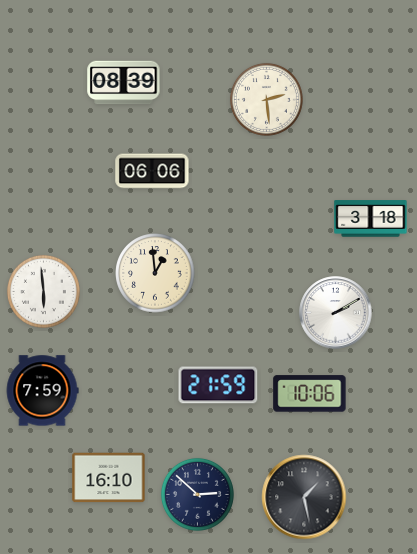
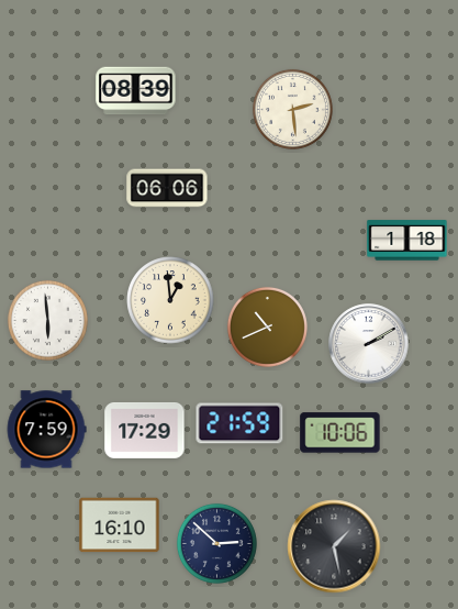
clock at (371, 219): 3:18 -> 1:18
clock at (267, 326): none -> 10:41
clock at (145, 430): none -> 17:29
